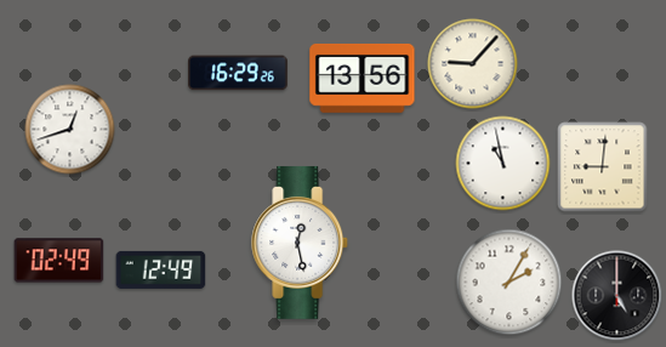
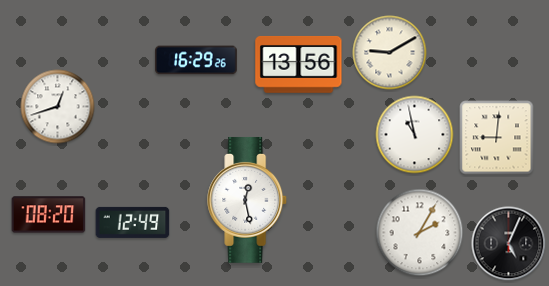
clock at (473, 64): 9:07 -> 9:10
clock at (59, 261): 02:49 -> 08:20
clock at (617, 296): 5:00 -> 5:04
